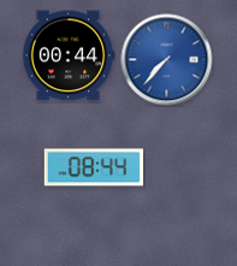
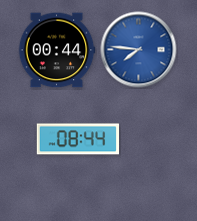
clock at (69, 55) position: (69, 55) -> (57, 50)
clock at (167, 60): 7:37 -> 7:46
